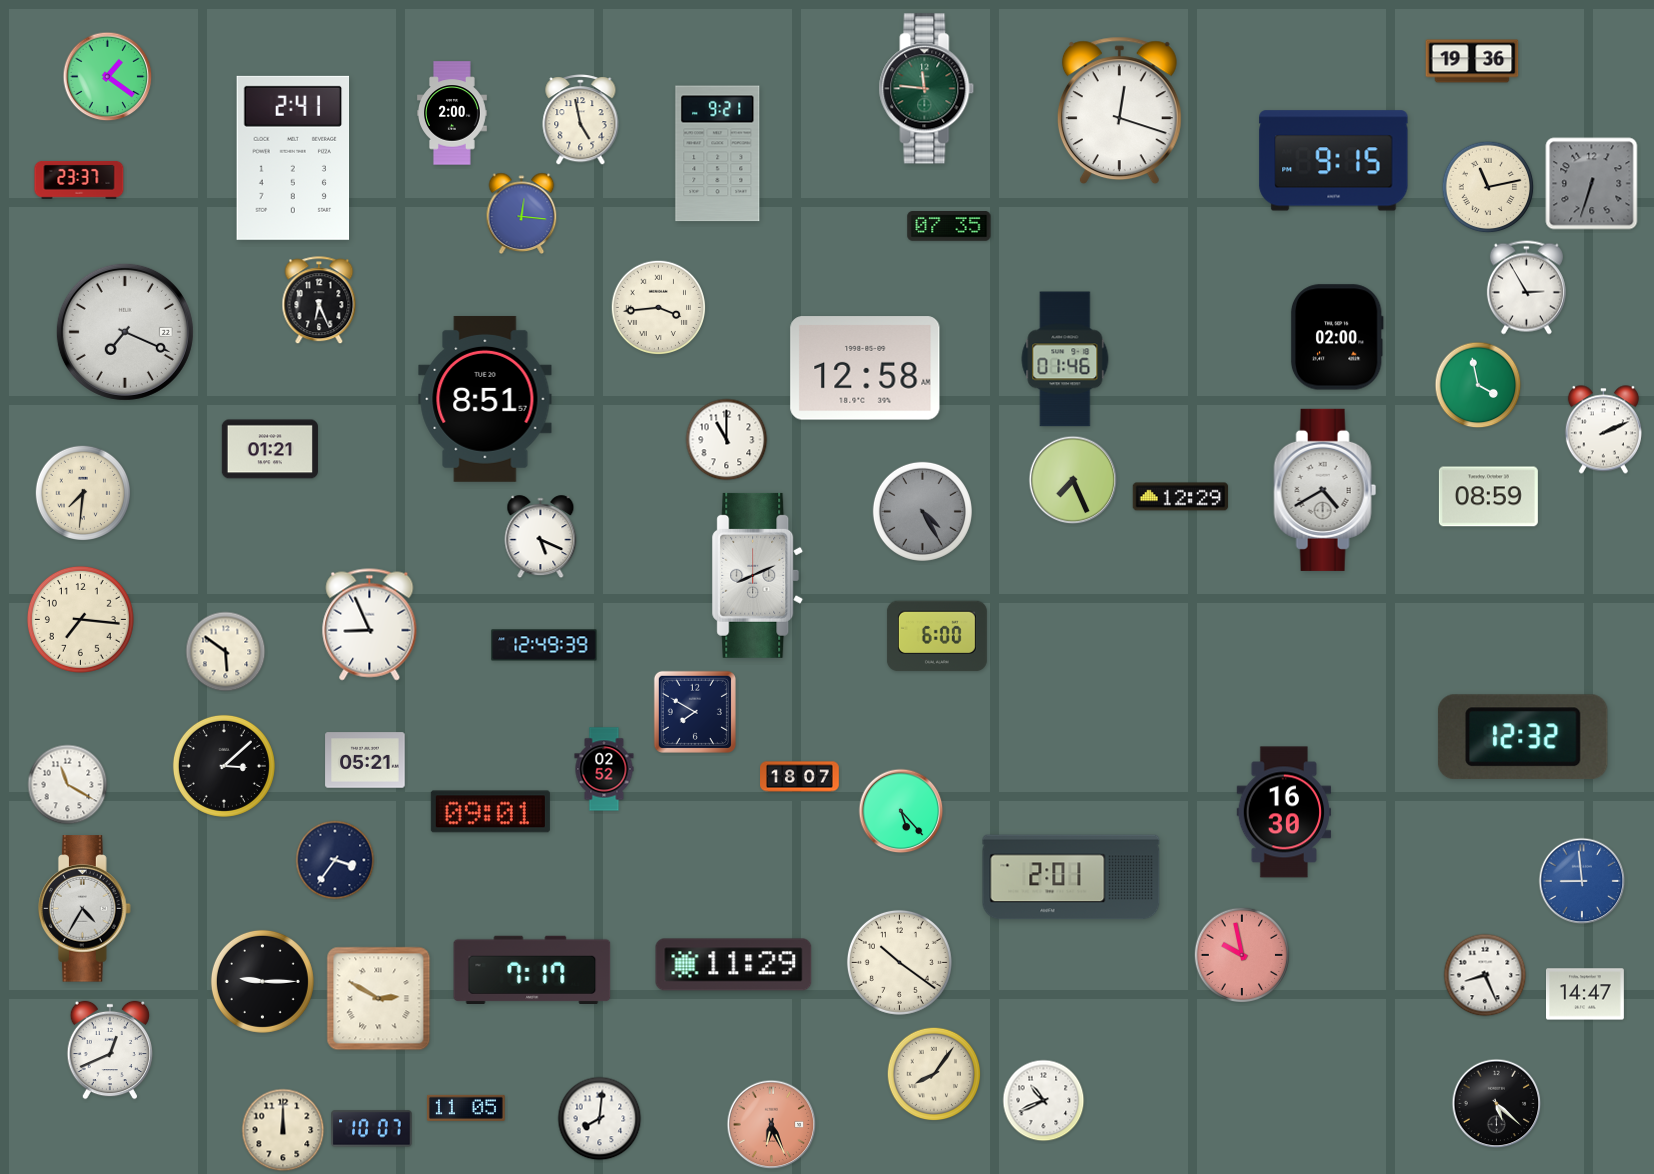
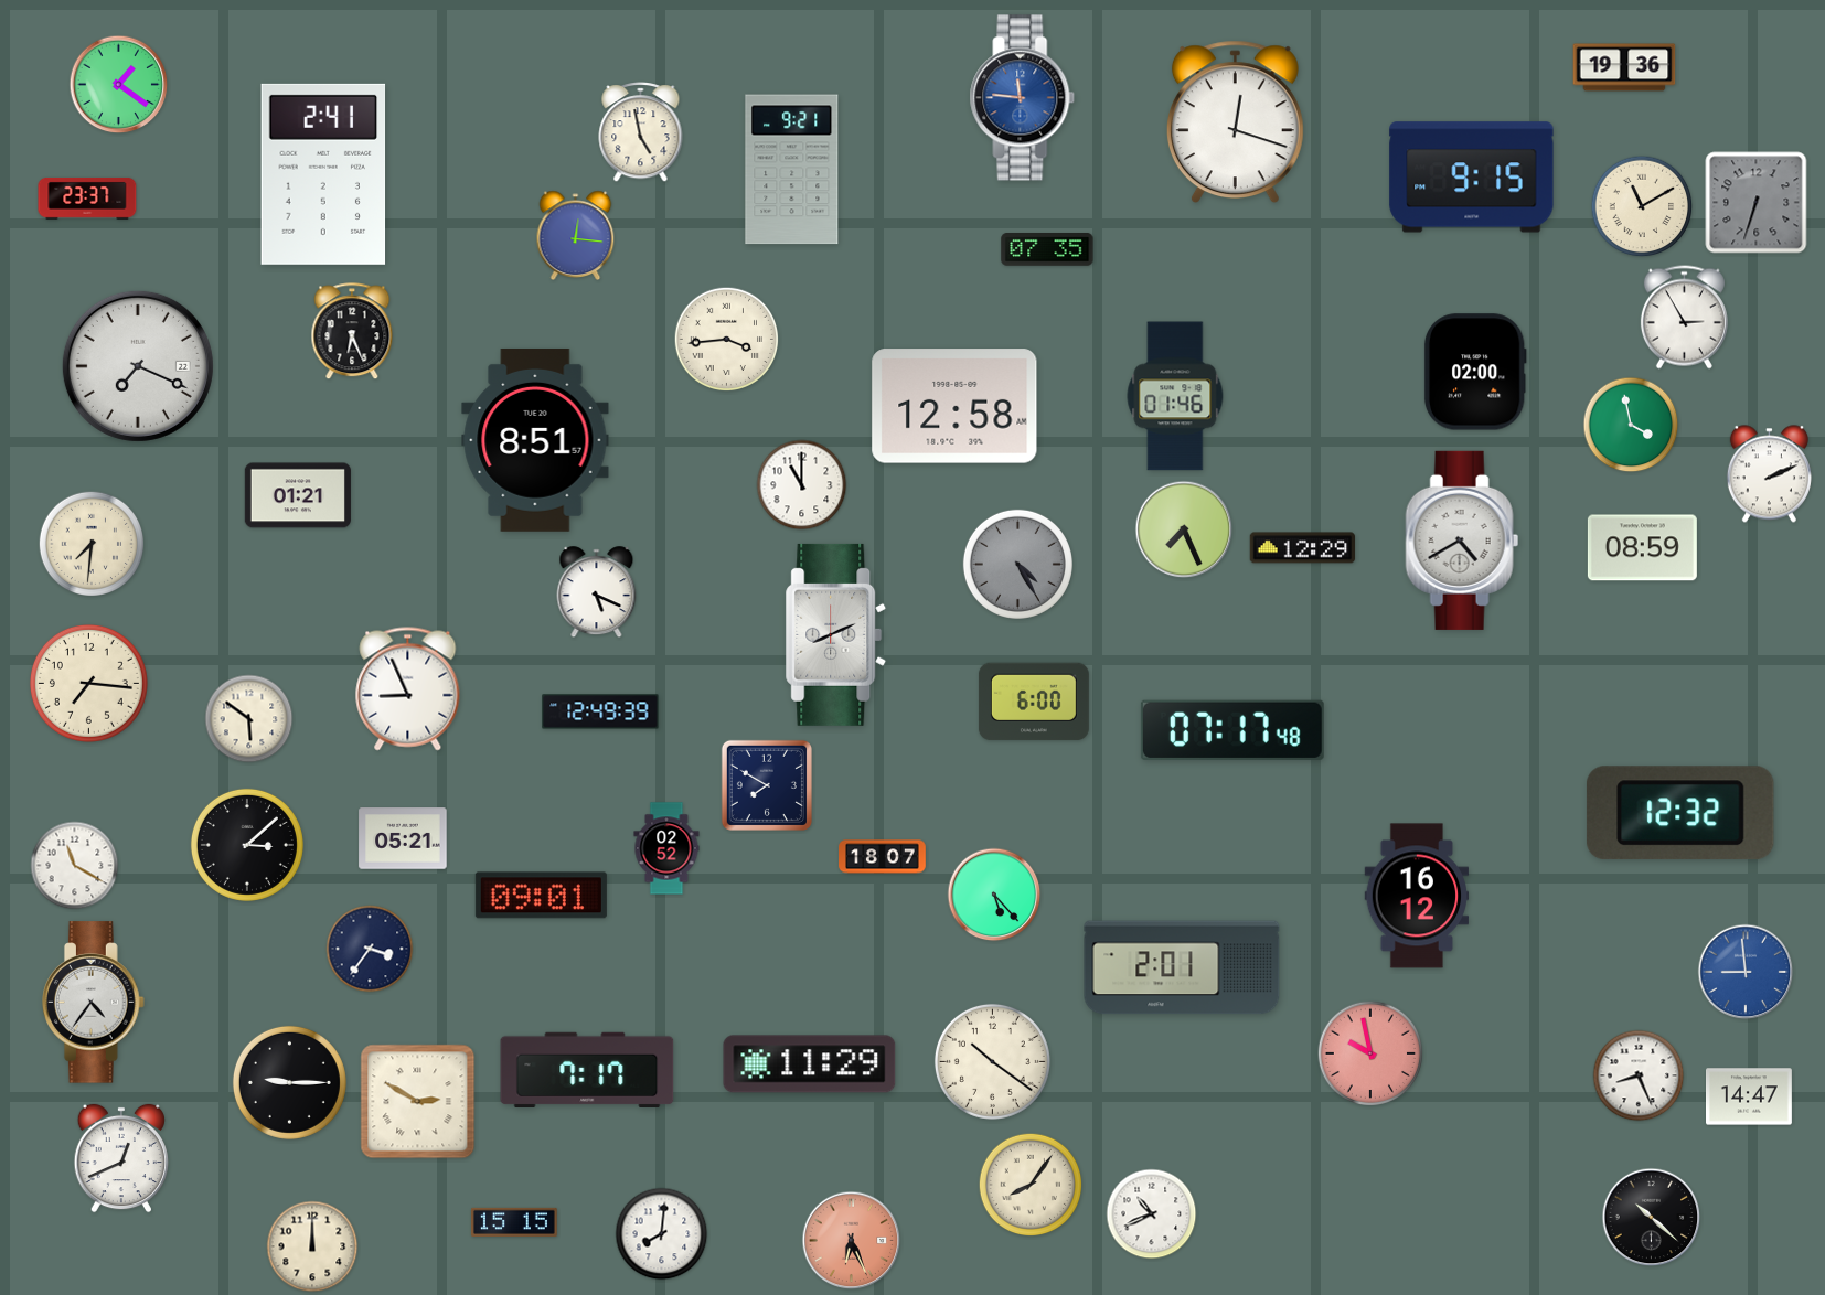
clock at (927, 89) dial: green -> blue
clock at (453, 113): 2:00 -> none
clock at (1488, 187): 11:13 -> 11:10
clock at (1232, 730): none -> 07:17
clock at (1284, 812): 16:30 -> 16:12
clock at (85, 909): 4:35 -> 4:36
clock at (1497, 1104): 5:22 -> 10:22
clock at (466, 1108): 11:05 -> 15:15
clock at (372, 1129): 10:07 -> none
